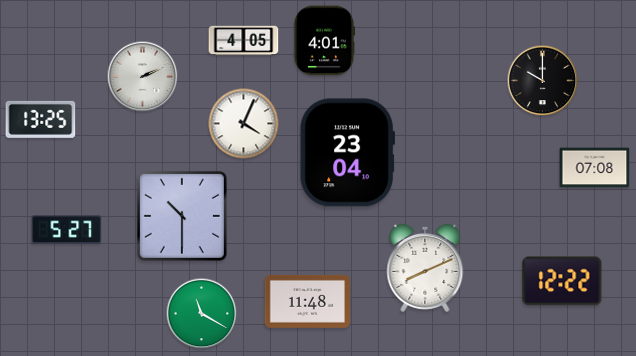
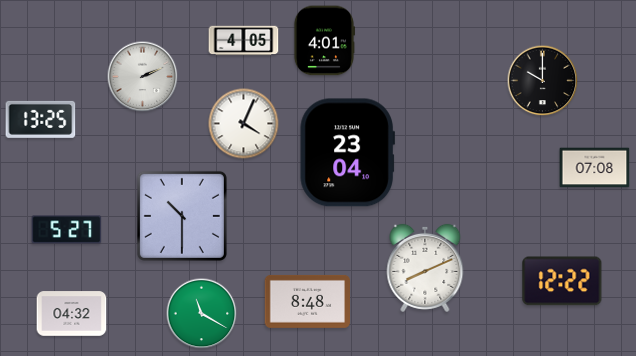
clock at (307, 301): 11:48 -> 8:48
clock at (72, 314): none -> 04:32
